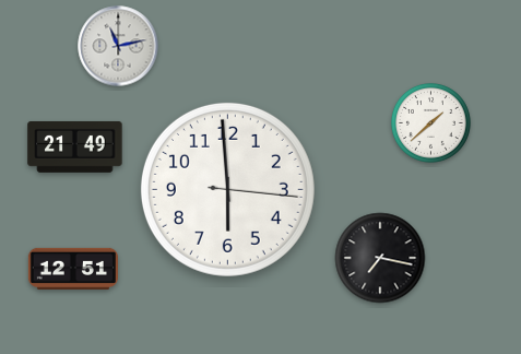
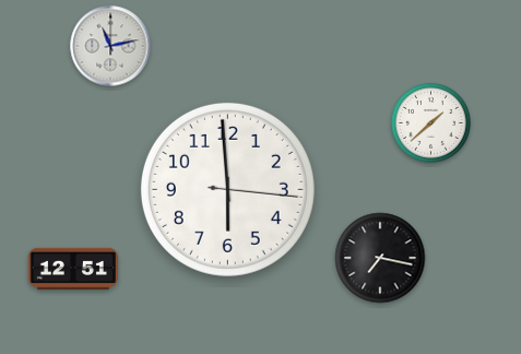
clock at (118, 46) position: (118, 46) -> (110, 46)
clock at (75, 146): 21:49 -> none
